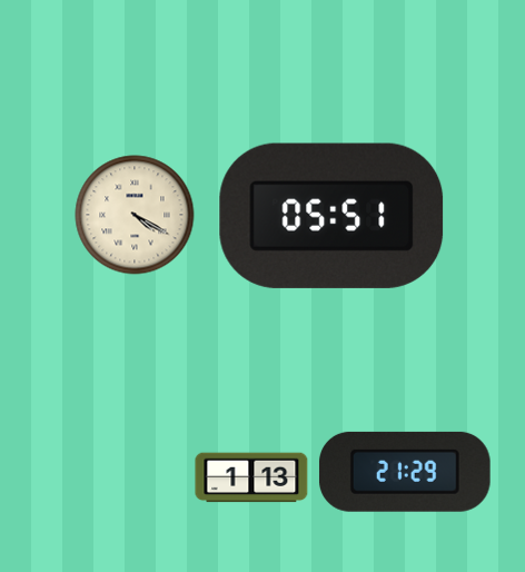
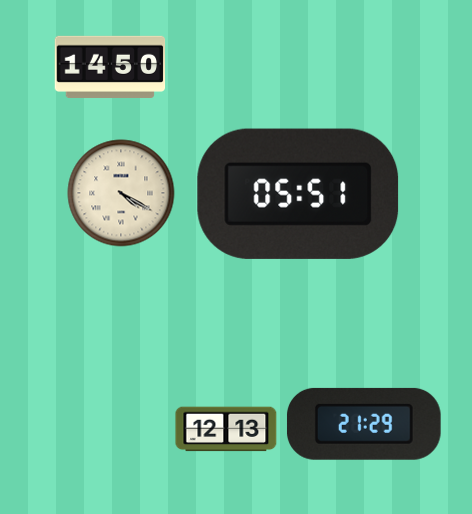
clock at (110, 66): none -> 14:50
clock at (251, 477): 1:13 -> 12:13
